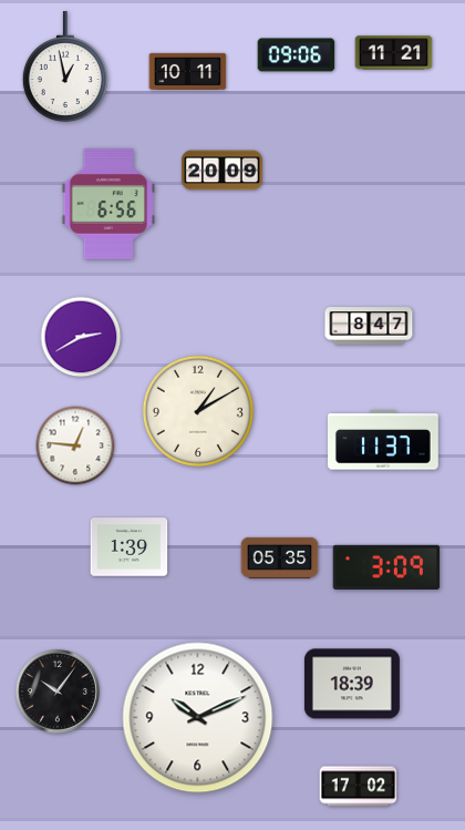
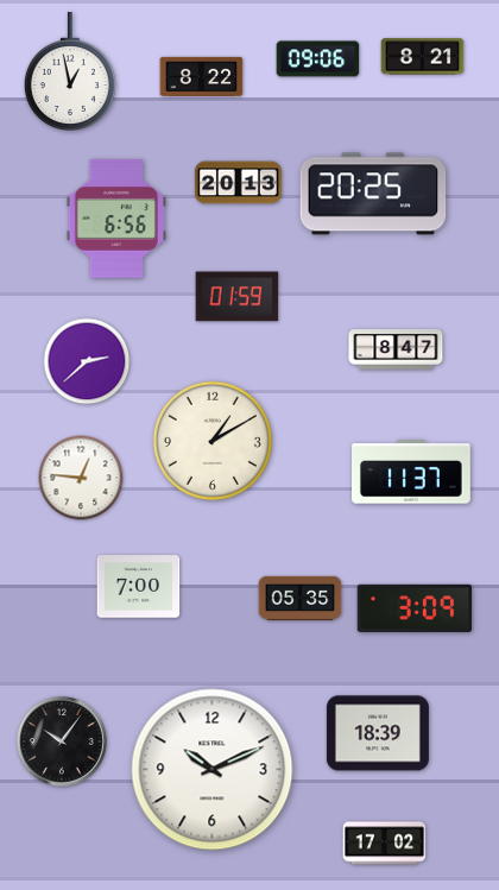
clock at (394, 53): 11:21 -> 8:21
clock at (188, 71): 10:11 -> 8:22
clock at (221, 171): 20:09 -> 20:13
clock at (373, 194): none -> 20:25
clock at (238, 297): none -> 01:59
clock at (81, 337): 2:40 -> 2:38
clock at (130, 547): 1:39 -> 7:00
